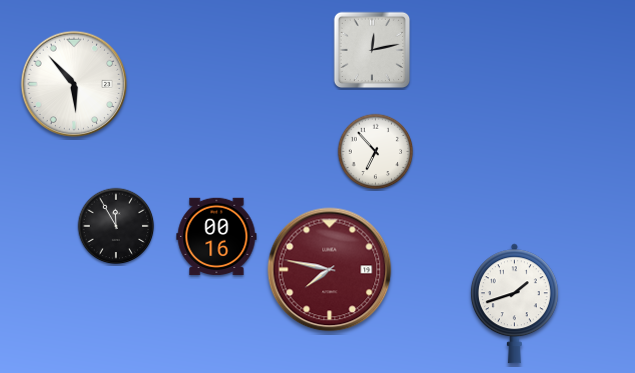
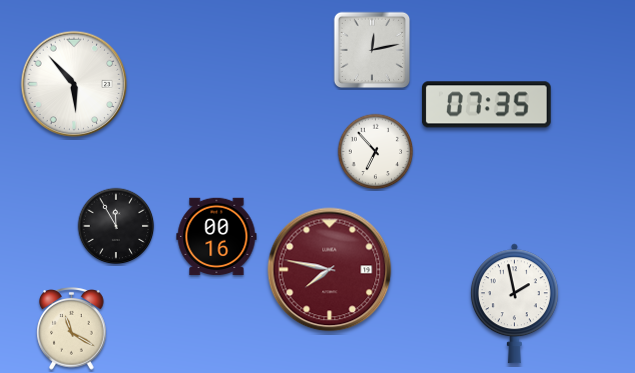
clock at (486, 105): none -> 07:35
clock at (514, 304): 1:42 -> 1:58
clock at (72, 329): none -> 11:20
